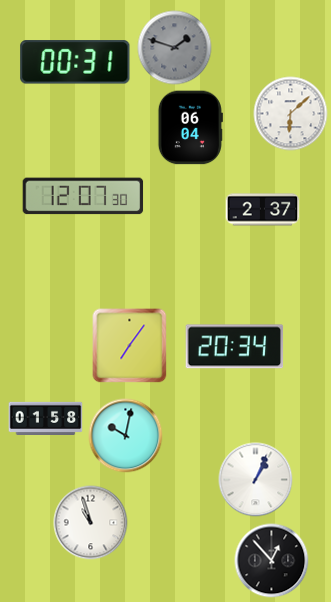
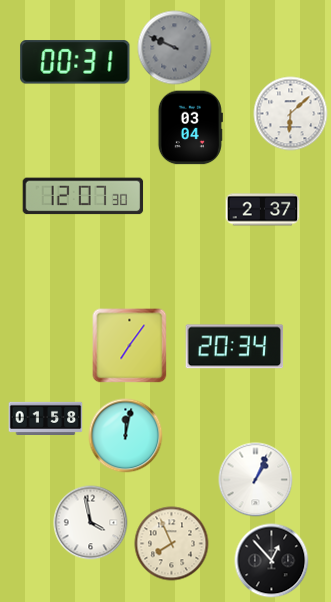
clock at (175, 48): 1:48 -> 9:49
clock at (190, 128): 06:04 -> 03:04
clock at (126, 436): 10:02 -> 12:02
clock at (91, 523): 10:57 -> 3:58
clock at (172, 544): none -> 7:56
